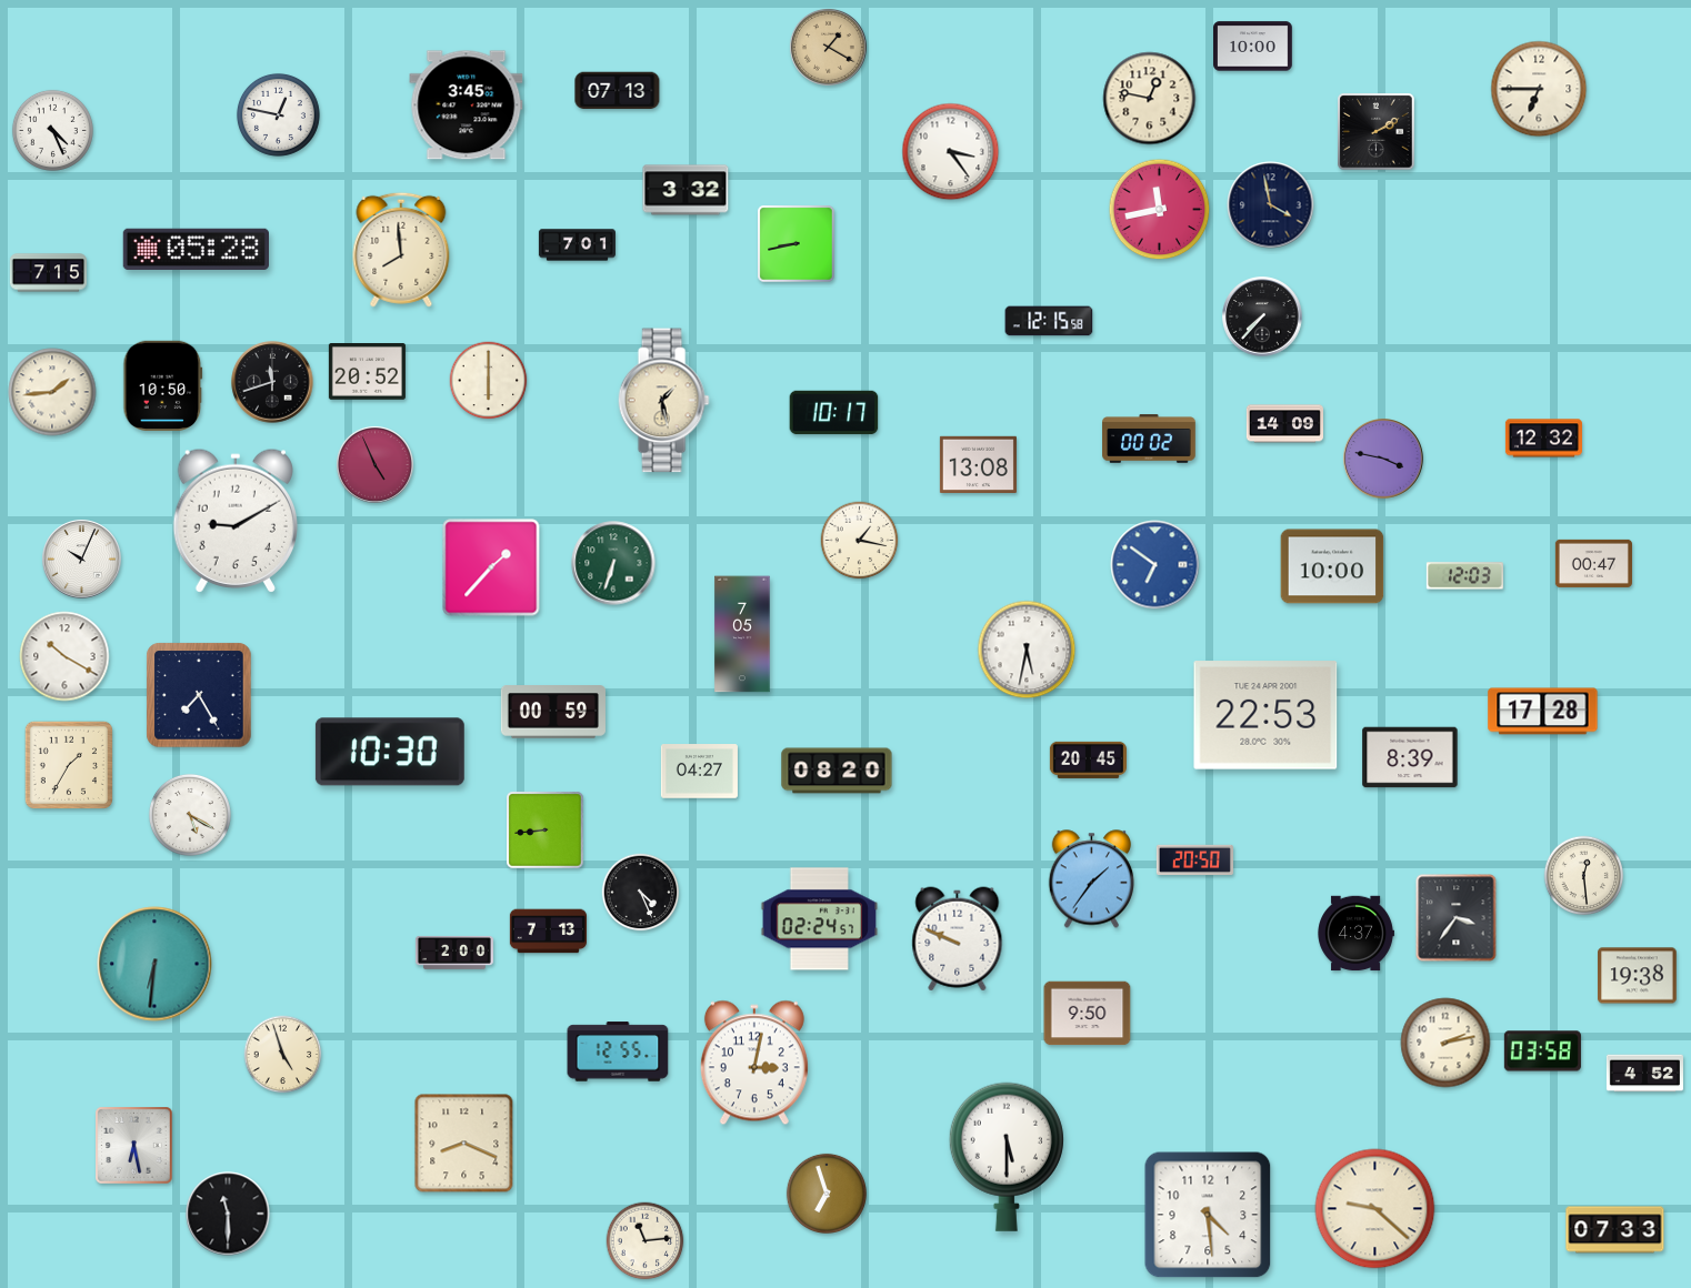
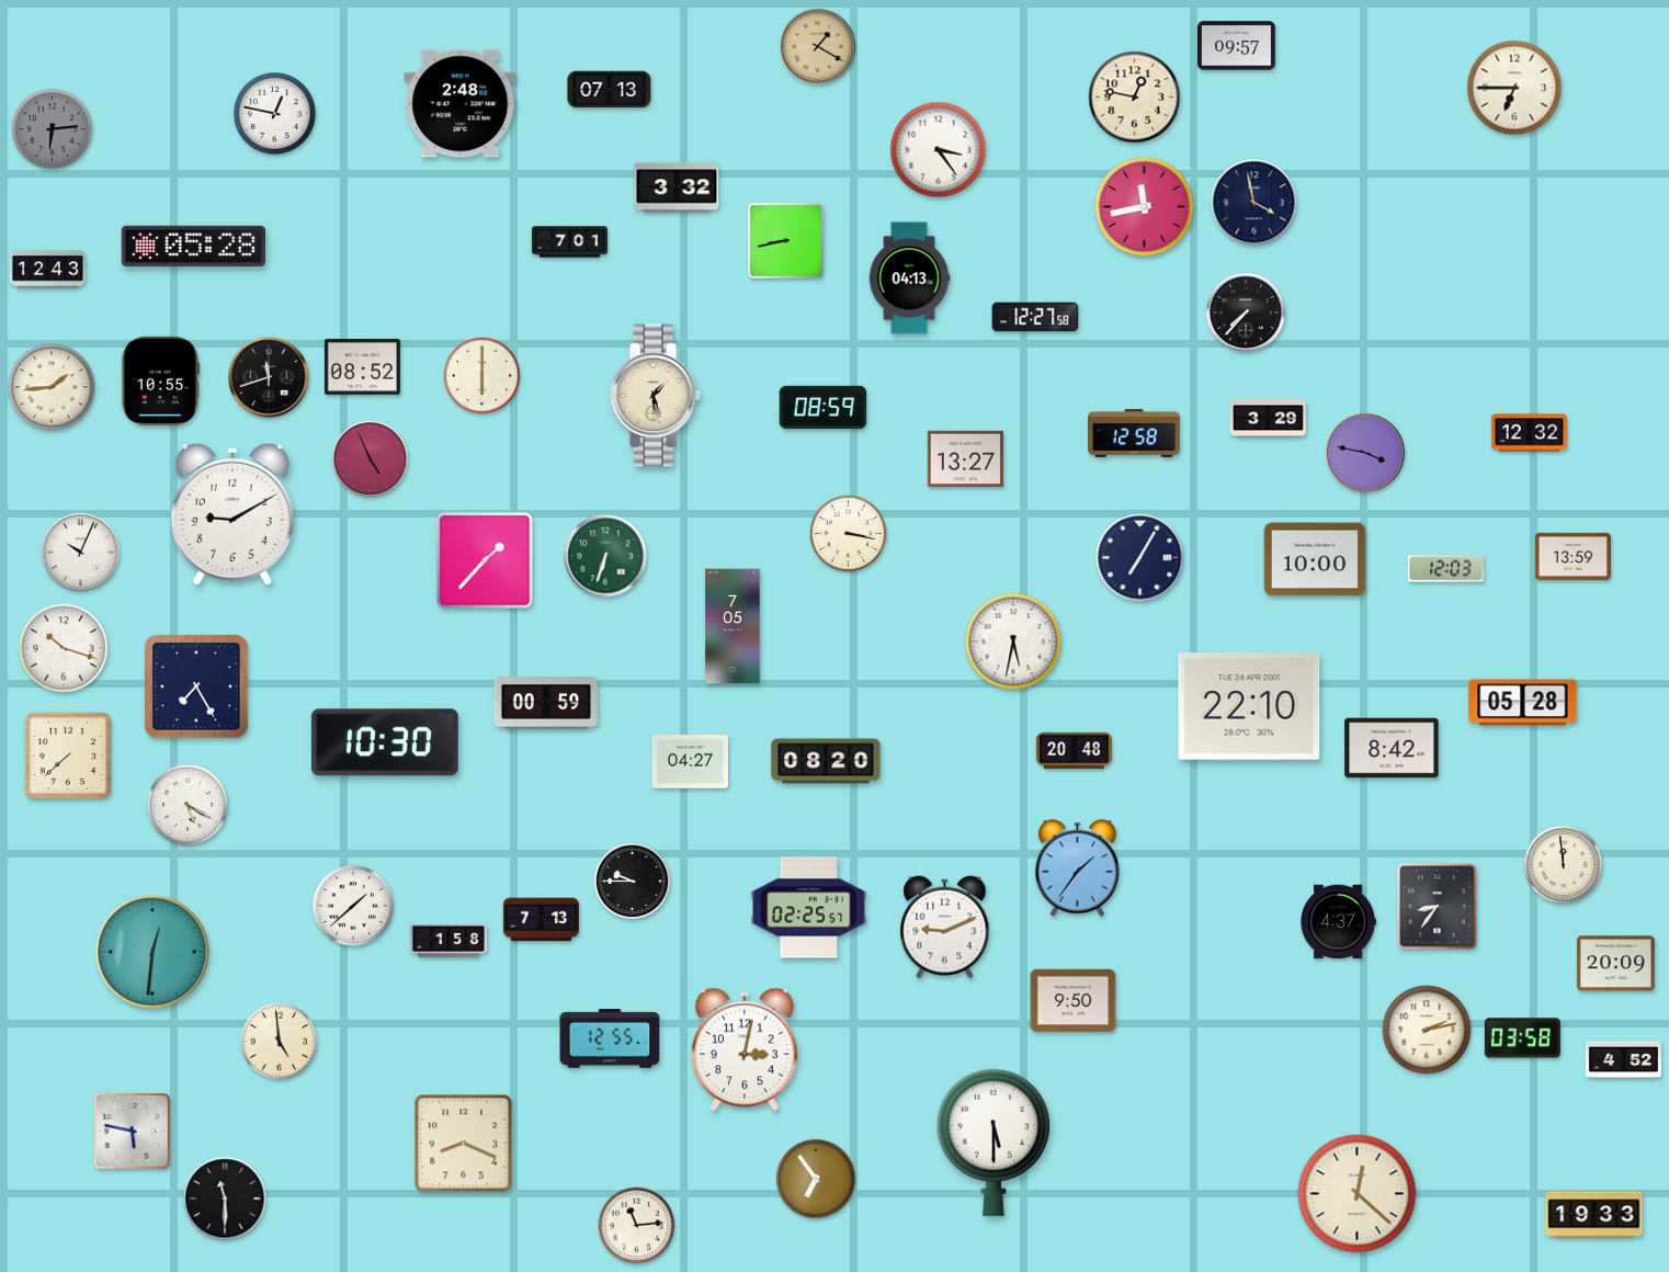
clock at (1253, 47): 10:00 -> 09:57
clock at (1539, 89) position: (1539, 89) -> (1514, 88)
clock at (467, 105): 3:45 -> 2:48
clock at (52, 130): 4:26 -> 6:14
clock at (52, 130) dial: white -> grey
clock at (1377, 132): 2:10 -> none
clock at (401, 250): 7:59 -> none
clock at (48, 273): 7:15 -> 12:43
clock at (909, 279): none -> 04:13
clock at (1049, 321): 12:15 -> 12:27
clock at (367, 372): 20:52 -> 08:52
clock at (163, 385): 10:50 -> 10:55
clock at (834, 413): 10:17 -> 08:59
clock at (1284, 424): 14:09 -> 3:29
clock at (1149, 439): 00:02 -> 12:58
clock at (1543, 439) position: (1543, 439) -> (1529, 433)
clock at (978, 464): 13:08 -> 13:27
clock at (860, 541): 1:17 -> 3:17
clock at (1593, 563): 00:47 -> 13:59
clock at (1155, 565): 6:51 -> 7:05
clock at (1155, 565) dial: blue -> navy
clock at (64, 656): 10:20 -> 10:18
clock at (1543, 712): 17:28 -> 05:28
clock at (1265, 715): 22:53 -> 22:10
clock at (1410, 757): 8:39 -> 8:42
clock at (1088, 759): 20:45 -> 20:48
clock at (68, 764): 1:35 -> 7:38
clock at (546, 831): 8:44 -> none
clock at (1194, 859): 20:50 -> none
clock at (1584, 876): 12:29 -> 11:59
clock at (641, 893): 4:26 -> 9:45
clock at (353, 906): none -> 1:38
clock at (1457, 918): 3:36 -> 8:36
clock at (820, 919): 02:24 -> 02:25
clock at (958, 939): 9:49 -> 9:11
clock at (454, 953): 2:00 -> 1:58
clock at (154, 964): 6:31 -> 12:31
clock at (1638, 976): 19:38 -> 20:09
clock at (283, 1055): 4:57 -> 4:59
clock at (464, 1144) position: (464, 1144) -> (464, 1144)
clock at (134, 1146): 6:28 -> 5:47
clock at (826, 1193): 6:57 -> 6:54
clock at (1375, 1209): 9:22 -> 12:22
clock at (1208, 1215): 4:29 -> none
clock at (1615, 1230): 07:33 -> 19:33
